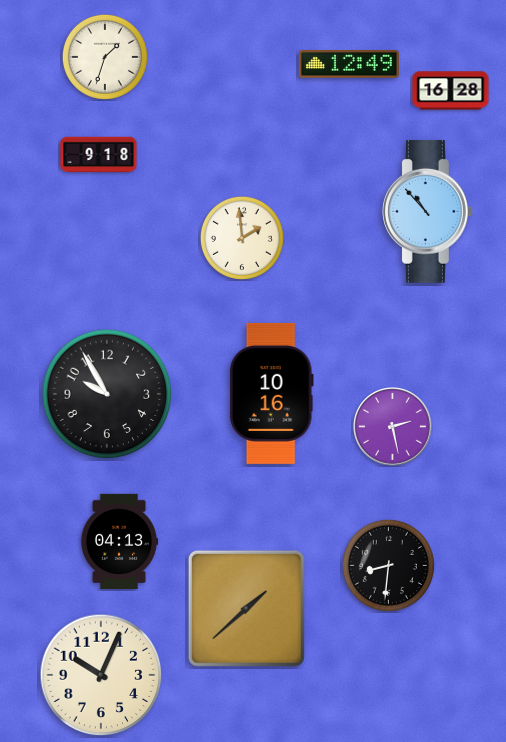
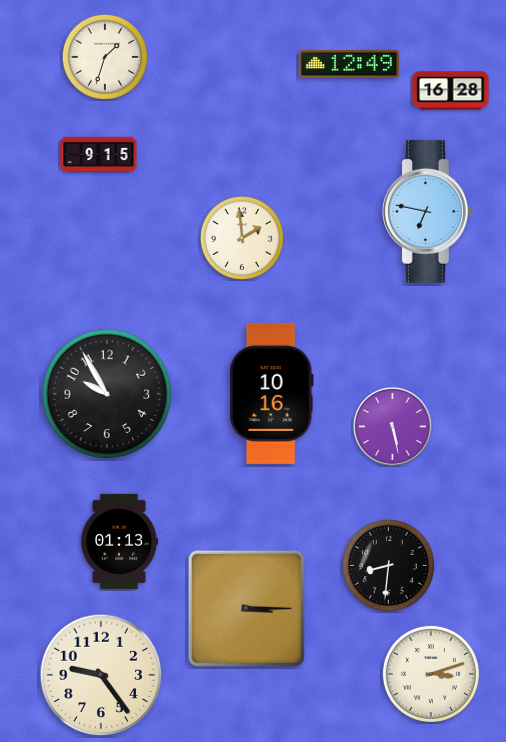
clock at (99, 155): 9:18 -> 9:15
clock at (427, 211): 10:53 -> 6:47
clock at (393, 427): 2:28 -> 5:28
clock at (119, 541): 04:13 -> 01:13
clock at (246, 608): 1:38 -> 3:15
clock at (431, 674): none -> 3:12
clock at (101, 675): 10:04 -> 9:24
